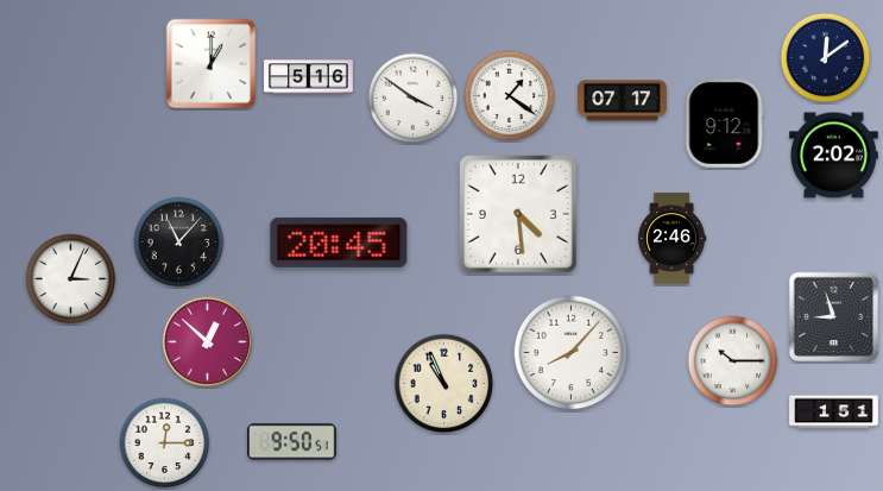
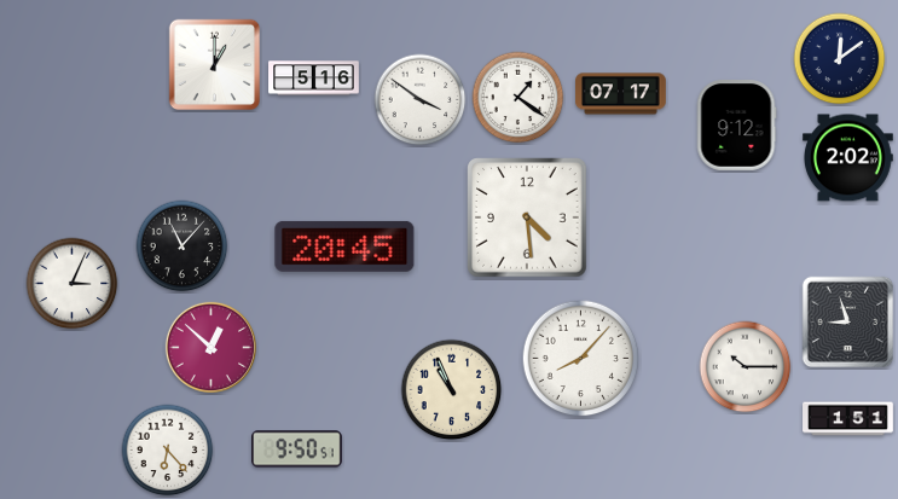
clock at (623, 101) position: (623, 101) -> (621, 94)
clock at (671, 239): 2:46 -> none
clock at (165, 443): 12:15 -> 6:23
